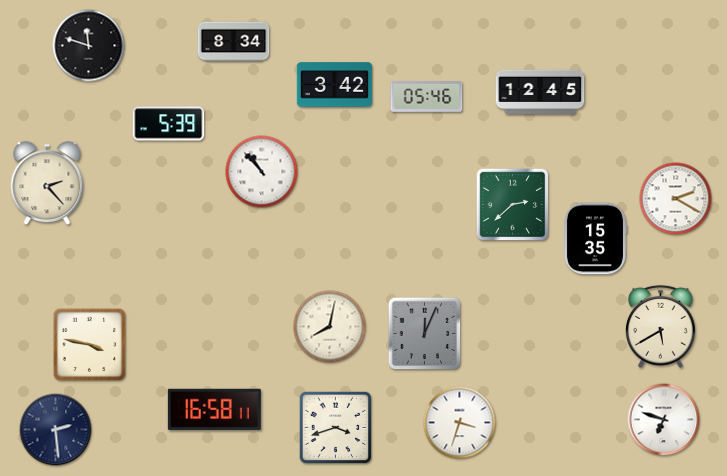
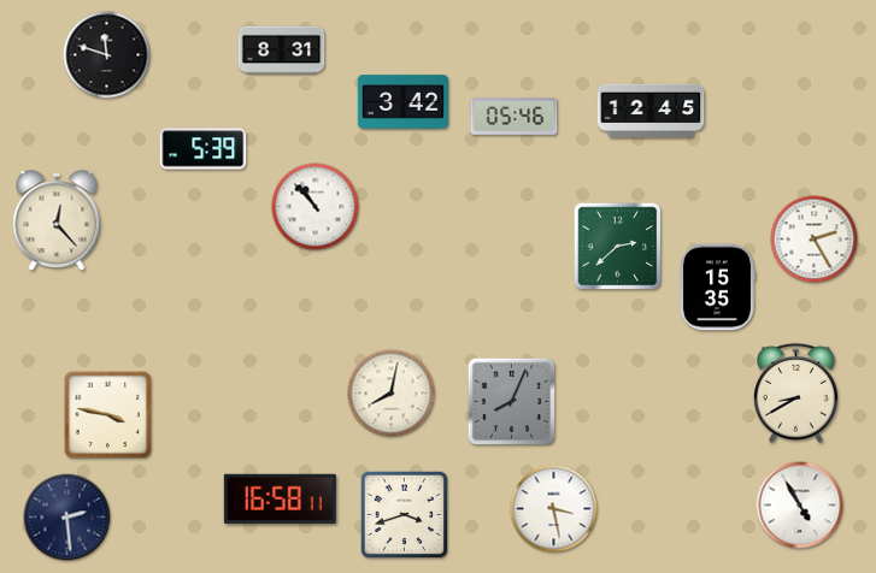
clock at (234, 42): 8:34 -> 8:31
clock at (47, 184): 2:23 -> 12:23
clock at (676, 199): 2:20 -> 2:25
clock at (660, 326): 5:40 -> 8:40
clock at (330, 327) position: (330, 327) -> (392, 394)
clock at (425, 334): 12:04 -> 8:04
clock at (214, 409) position: (214, 409) -> (280, 498)
clock at (664, 420): 6:48 -> 4:55
clock at (460, 423): 3:33 -> 3:28
